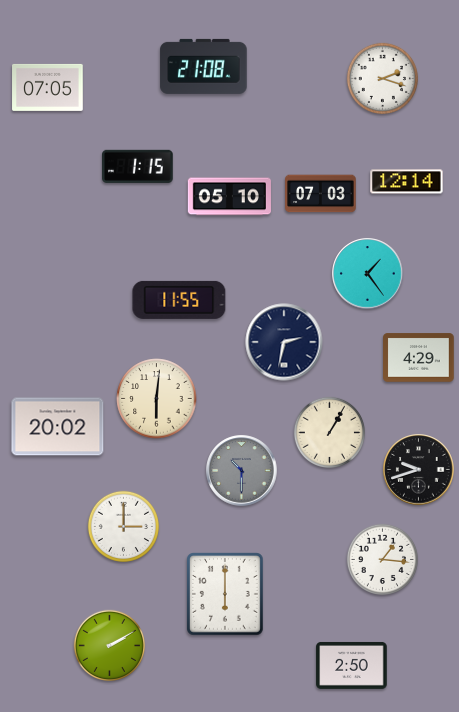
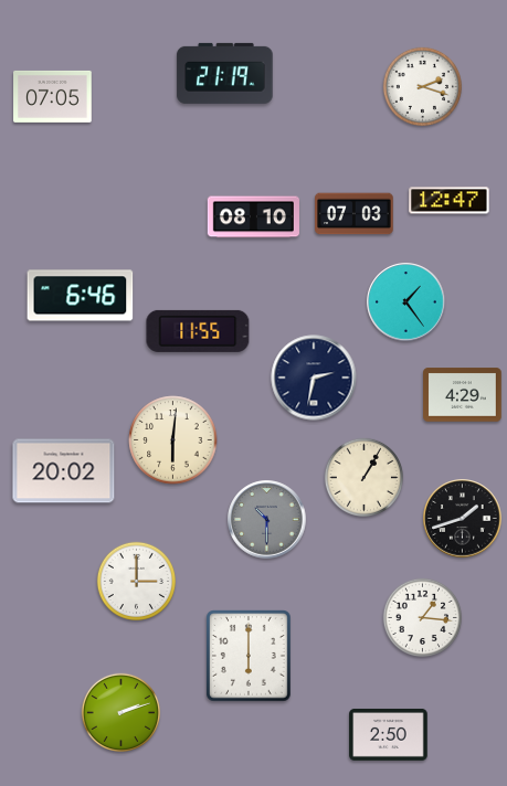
clock at (204, 66): 21:08 -> 21:19
clock at (138, 166): 1:15 -> none
clock at (407, 182): 12:14 -> 12:47
clock at (229, 197): 05:10 -> 08:10
clock at (81, 296): none -> 6:46
clock at (419, 470): 9:42 -> 1:42
clock at (109, 645): 2:10 -> 2:12
